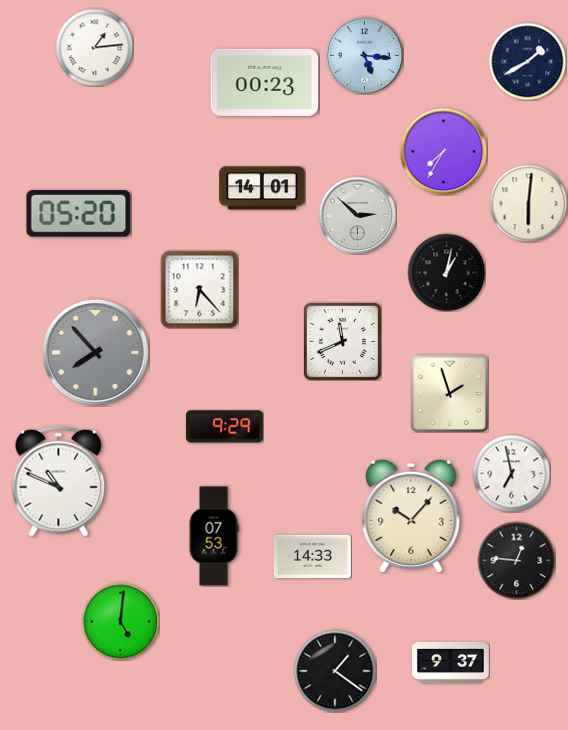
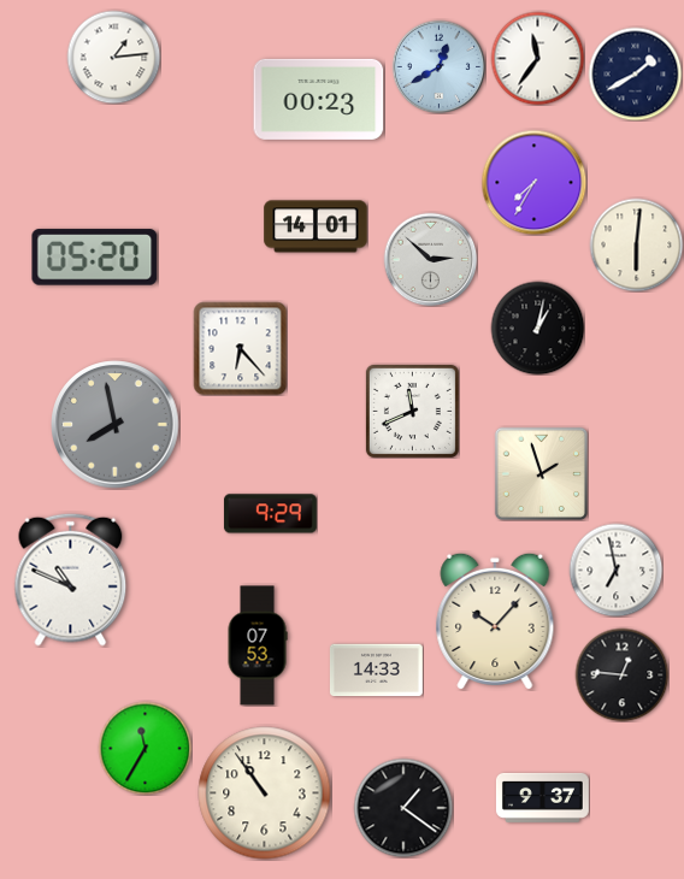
clock at (537, 58): none -> 11:36
clock at (364, 55): 5:16 -> 12:40
clock at (96, 353): 7:53 -> 7:58
clock at (120, 621): 5:01 -> 11:35
clock at (265, 794): none -> 10:54
